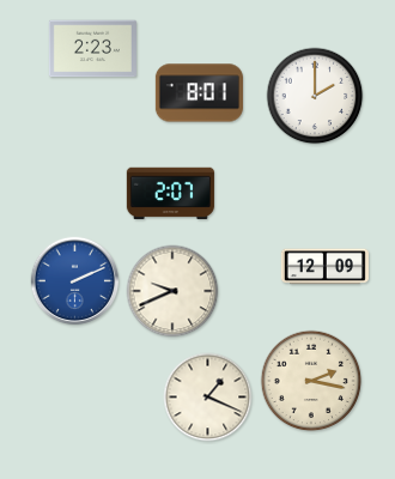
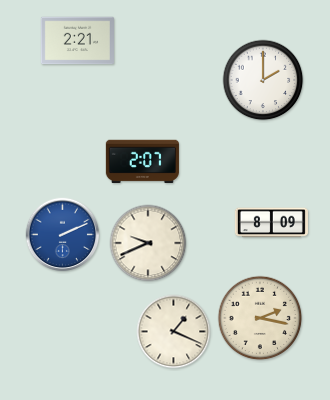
clock at (92, 49): 2:23 -> 2:21
clock at (199, 93): 8:01 -> none
clock at (324, 267): 12:09 -> 8:09
clock at (172, 291) position: (172, 291) -> (148, 243)
